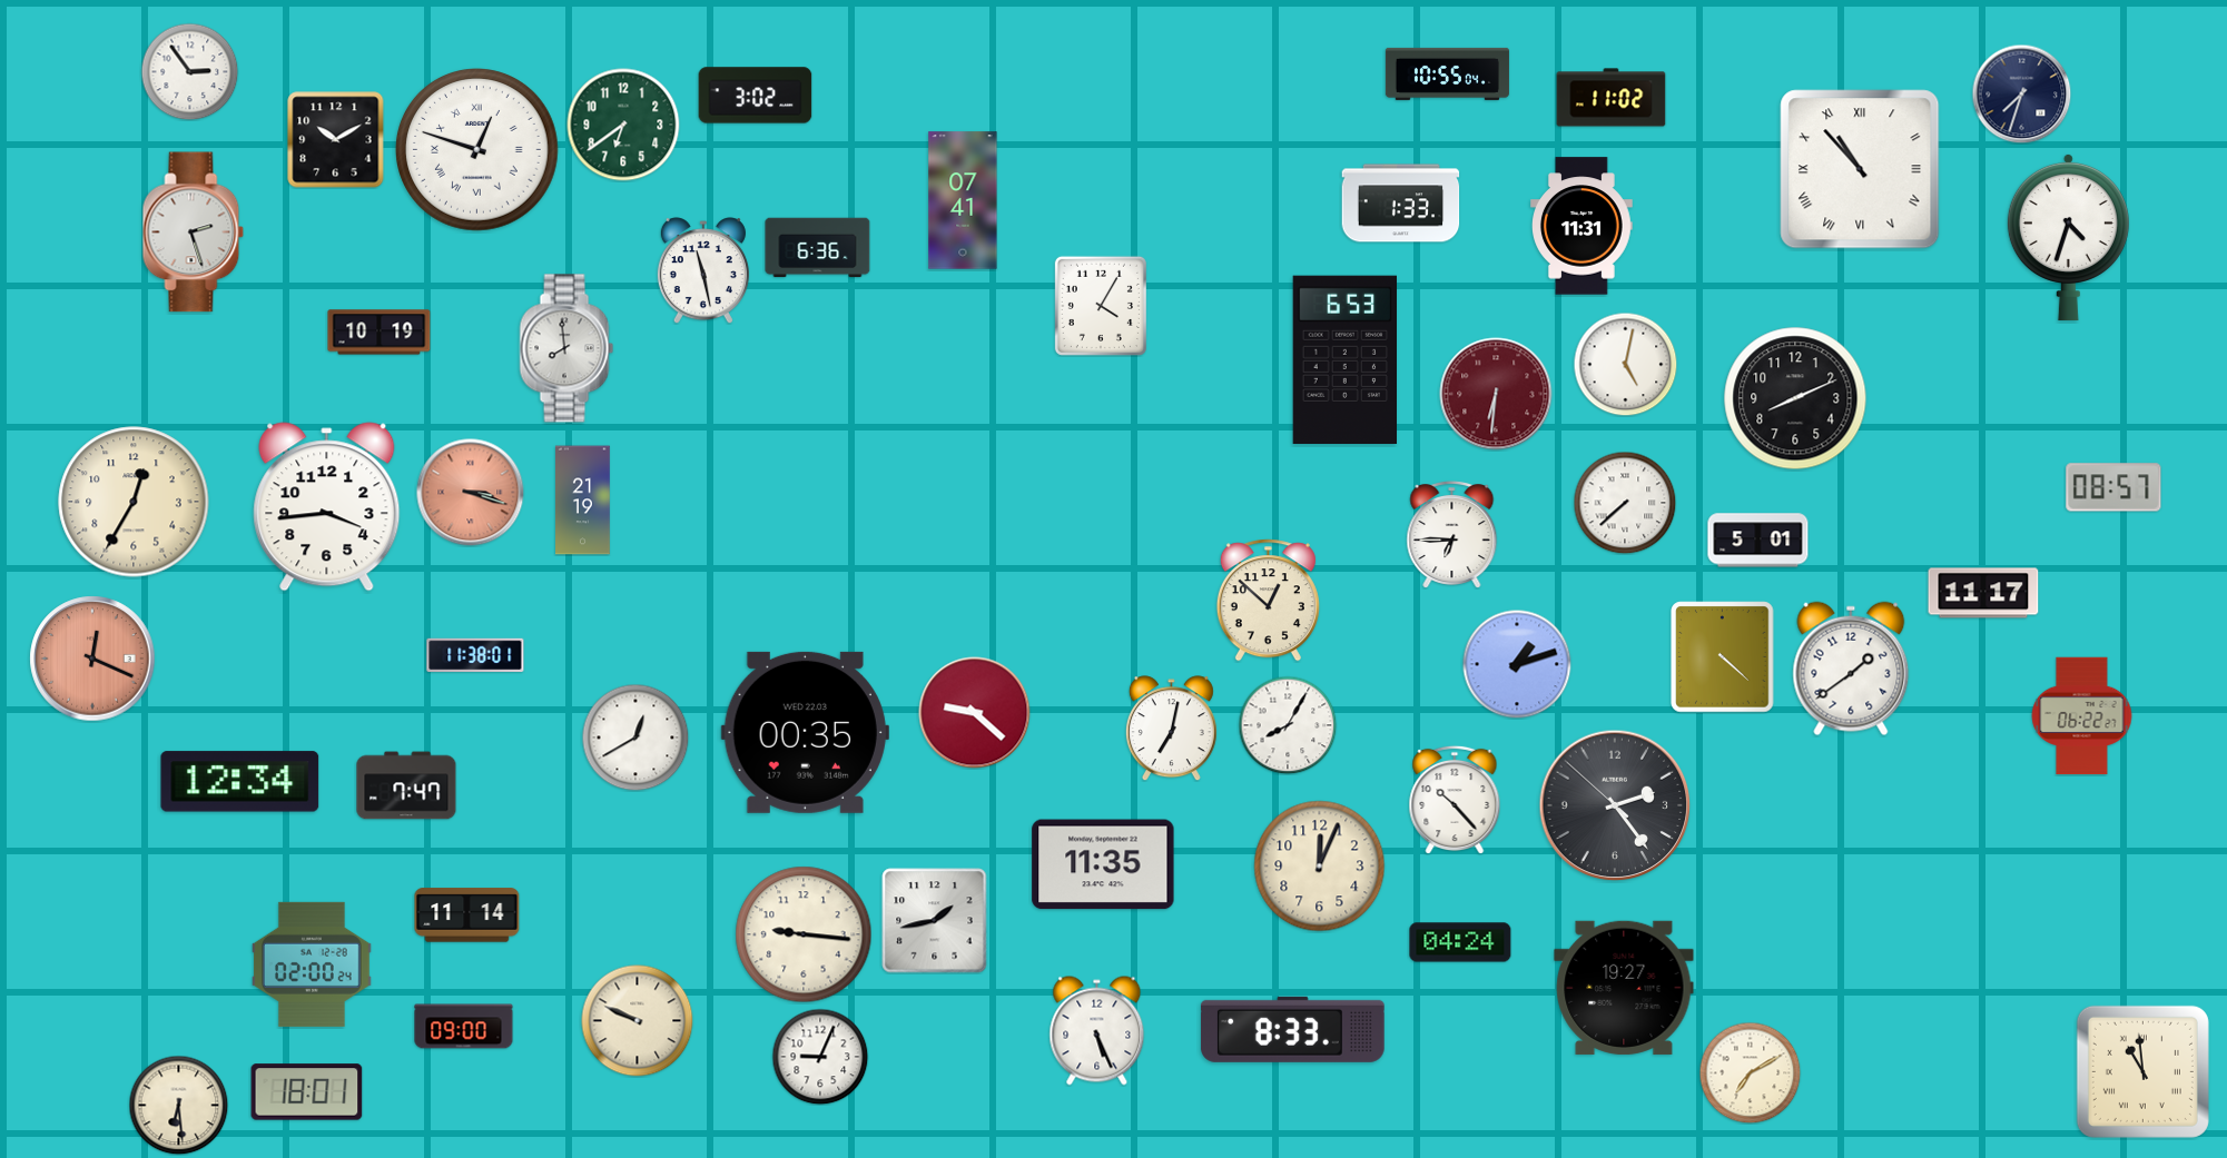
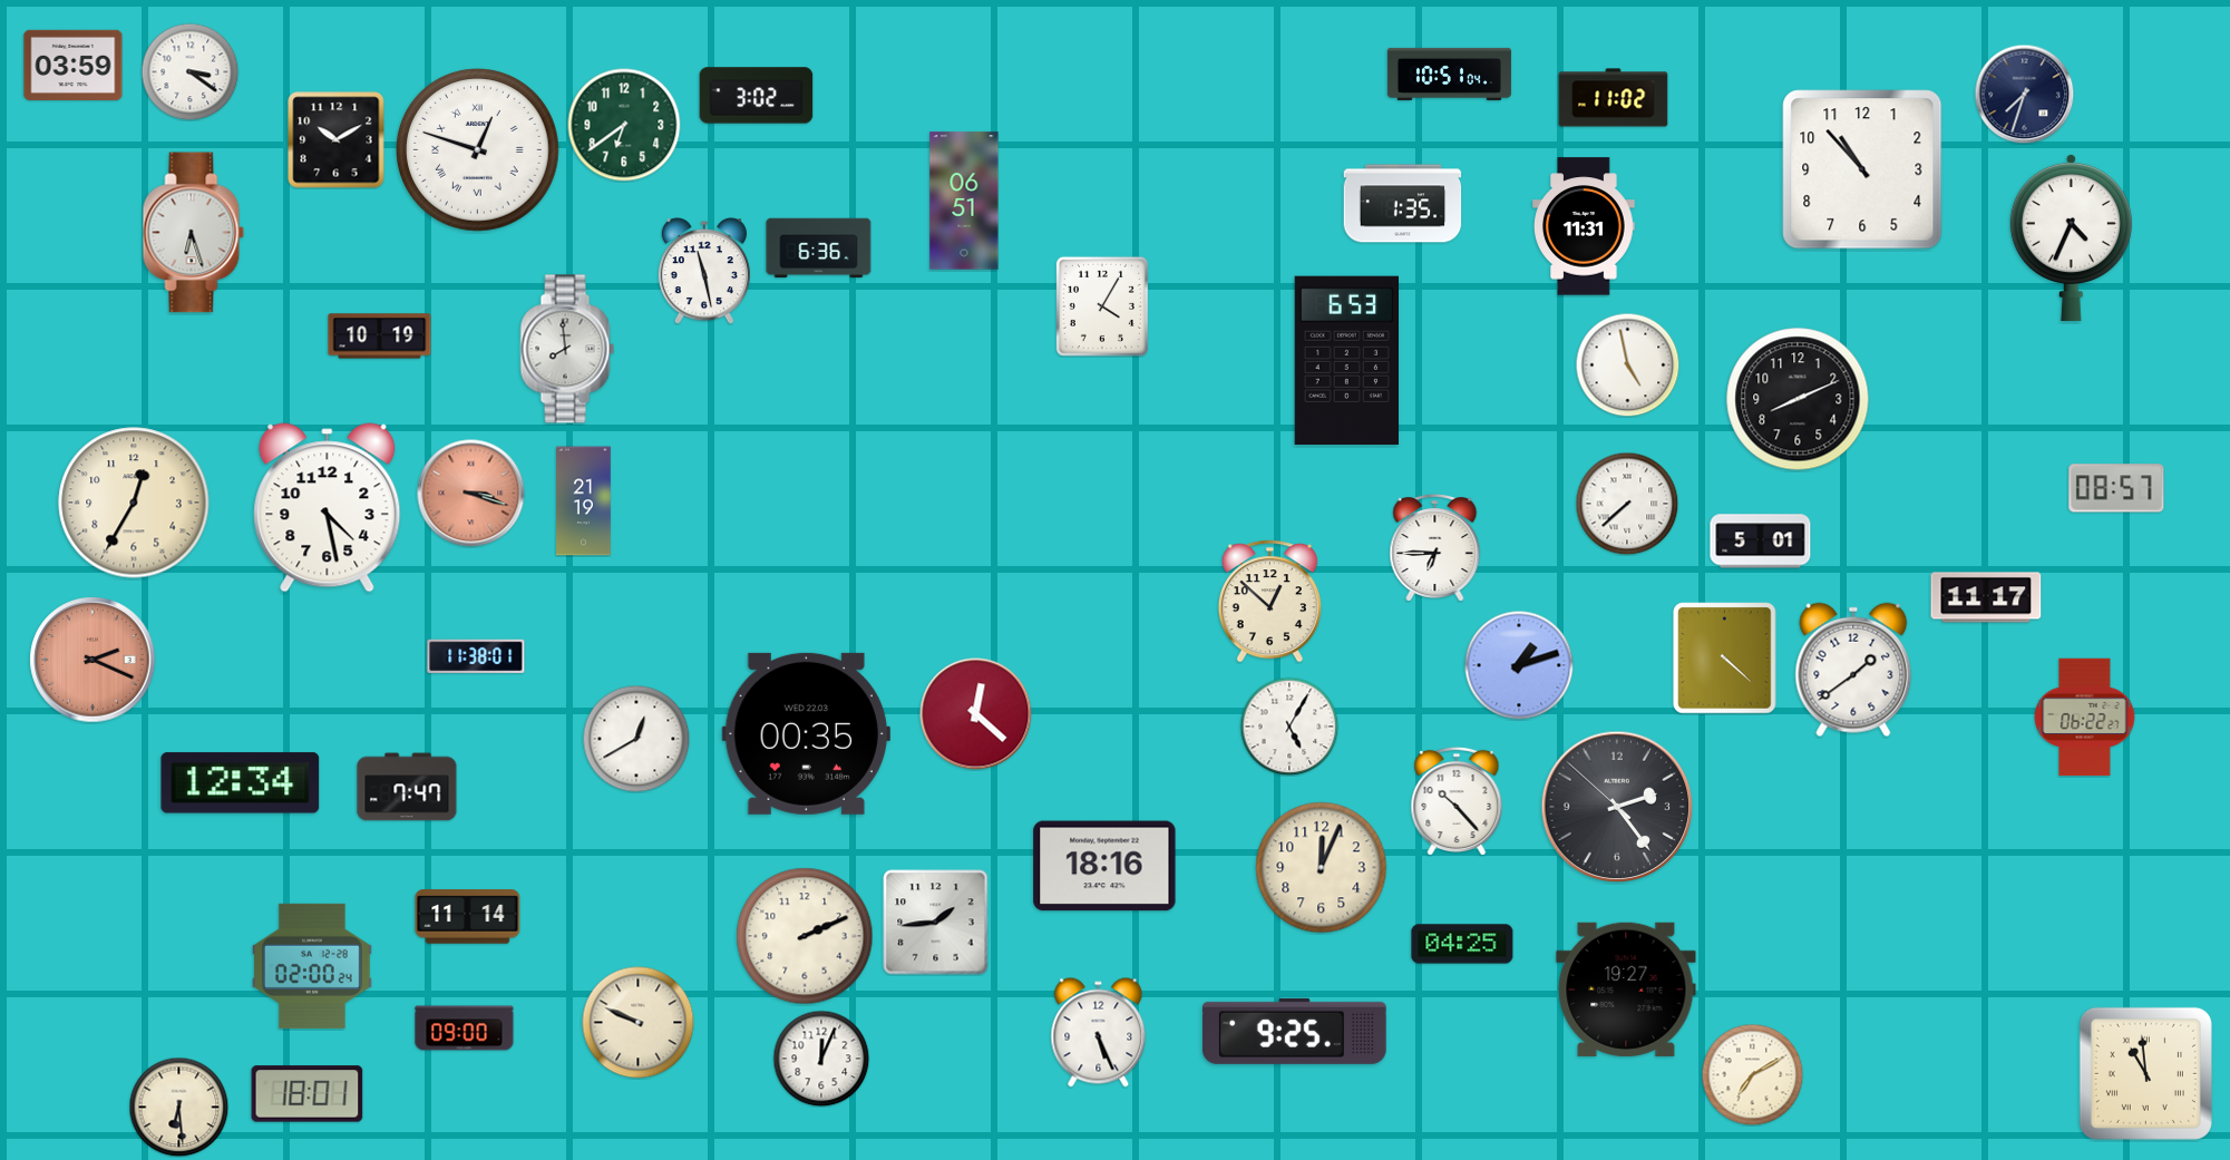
clock at (74, 65): none -> 03:59
clock at (189, 71): 2:54 -> 3:21
clock at (1447, 73): 10:55 -> 10:51
clock at (1860, 169) numerals: Roman -> Arabic
clock at (963, 200): 07:41 -> 06:51
clock at (1401, 204): 1:33 -> 1:35
clock at (194, 232): 2:27 -> 6:27
clock at (2068, 237): 4:33 -> 4:34
clock at (380, 333) position: (380, 333) -> (380, 337)
clock at (1625, 364): 5:02 -> 4:58
clock at (1496, 394): 6:31 -> none
clock at (327, 507): 3:44 -> 4:28
clock at (1452, 535) position: (1452, 535) -> (1435, 548)
clock at (1983, 593) position: (1983, 593) -> (1986, 597)
clock at (92, 659): 12:19 -> 2:19
clock at (975, 713): 9:22 -> 12:22
clock at (1288, 725): 8:05 -> 5:05
clock at (1171, 729): 7:02 -> none
clock at (1103, 864): 11:35 -> 18:16
clock at (935, 921): 1:43 -> 1:44
clock at (804, 934): 9:16 -> 2:11
clock at (1460, 942): 04:24 -> 04:25
clock at (1292, 1029): 8:33 -> 9:25
clock at (820, 1057): 9:04 -> 12:04
